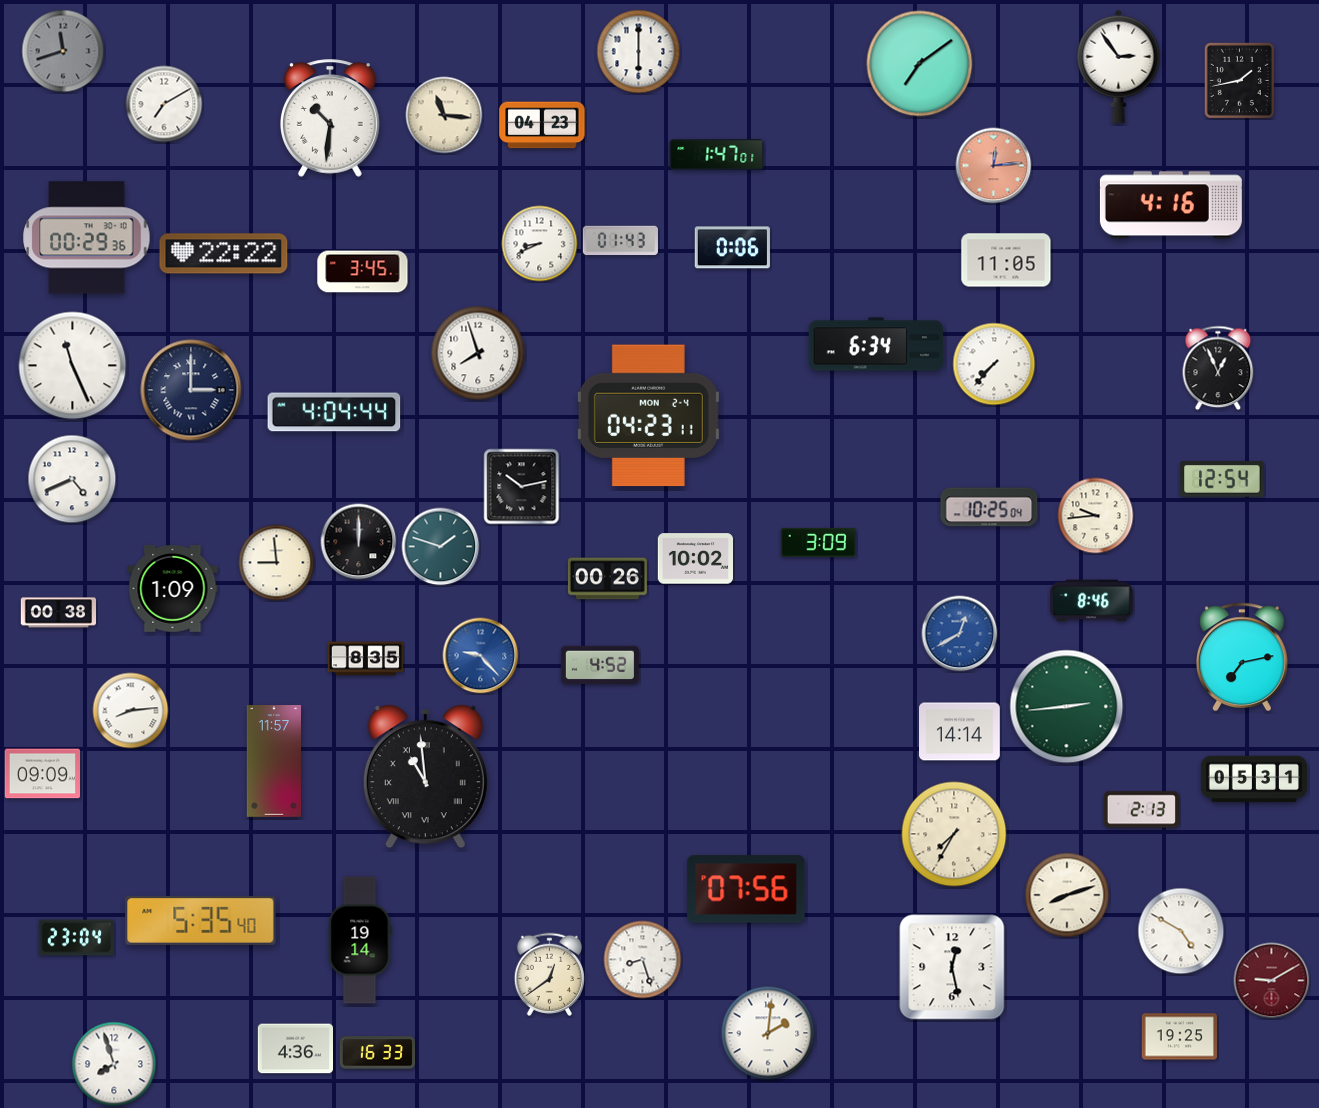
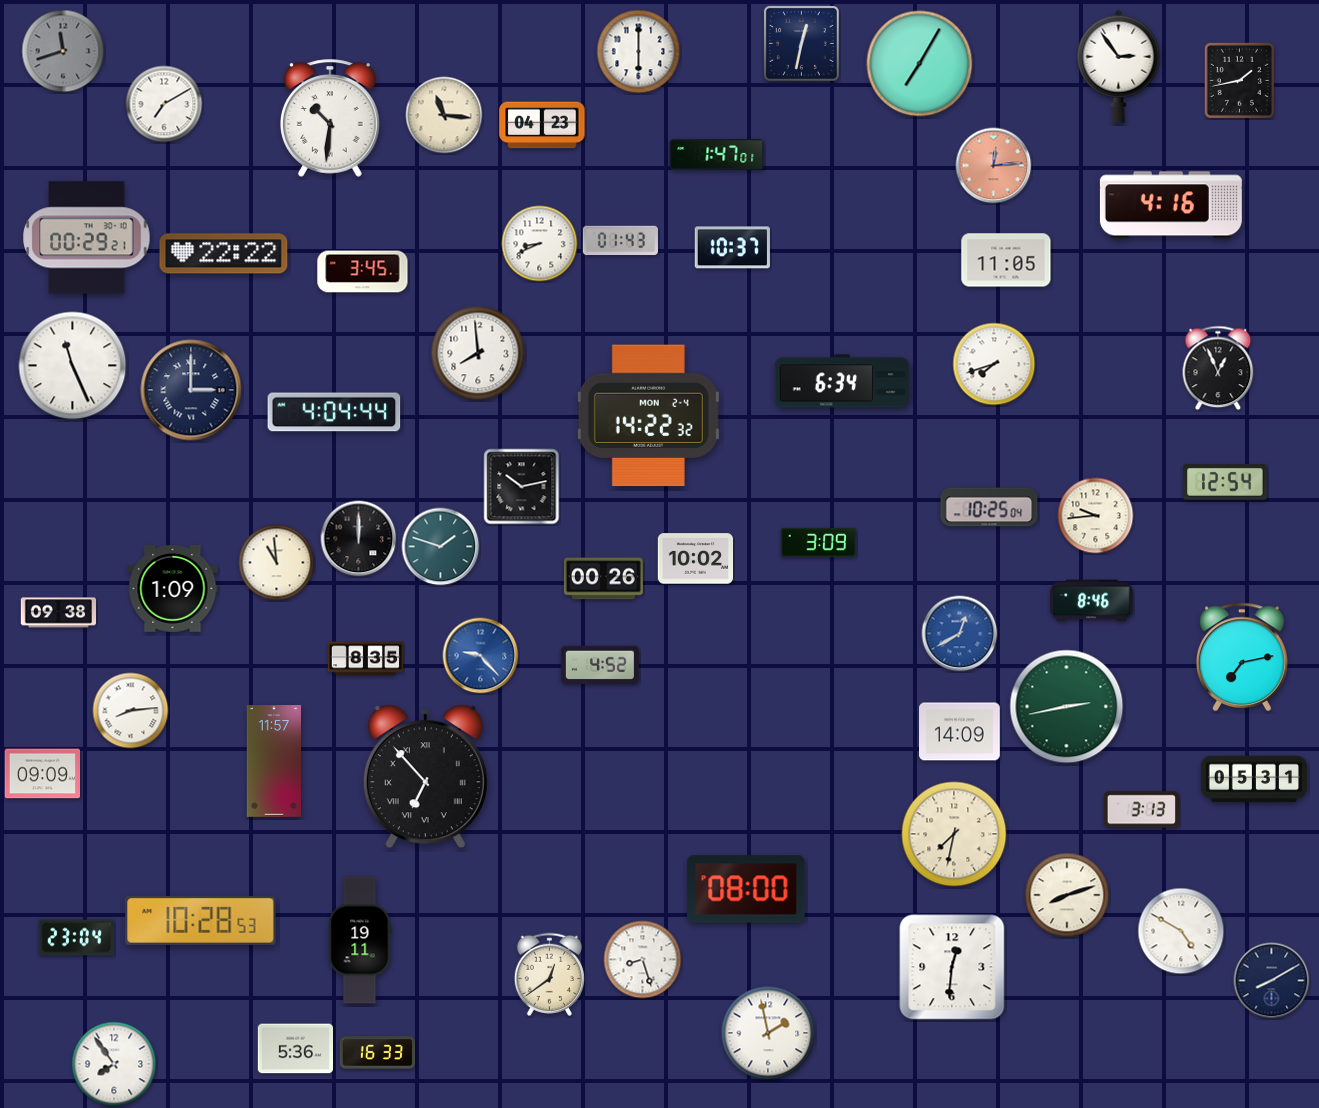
clock at (801, 43): none -> 12:32
clock at (920, 64): 7:09 -> 7:05
clock at (87, 238): 00:29:36 -> 00:29:21
clock at (732, 248): 0:06 -> 10:37
clock at (876, 344) position: (876, 344) -> (842, 381)
clock at (478, 353): 7:57 -> 7:59
clock at (994, 364): 7:37 -> 7:42
clock at (648, 416): 04:23 -> 14:22
clock at (72, 479): 4:41 -> none
clock at (1222, 479) position: (1222, 479) -> (1225, 482)
clock at (359, 542) position: (359, 542) -> (359, 539)
clock at (277, 563): 8:59 -> 10:59
clock at (607, 579) position: (607, 579) -> (603, 579)
clock at (58, 613): 00:38 -> 09:38
clock at (1067, 707): 2:44 -> 2:43
clock at (960, 732): 14:14 -> 14:09
clock at (425, 777): 10:59 -> 6:53
clock at (1141, 810): 2:13 -> 3:13
clock at (954, 834): 7:35 -> 7:32
clock at (746, 889): 07:56 -> 08:00
clock at (201, 920): 5:35 -> 10:28
clock at (360, 940): 19:14 -> 19:11
clock at (952, 967): 12:28 -> 12:31
clock at (1272, 981): 9:10 -> 8:10
clock at (1272, 981) dial: burgundy -> navy
clock at (768, 1033): 2:01 -> 1:58
clock at (1179, 1037): 19:25 -> none
clock at (295, 1049): 4:36 -> 5:36
clock at (114, 1064): 7:57 -> 7:54
